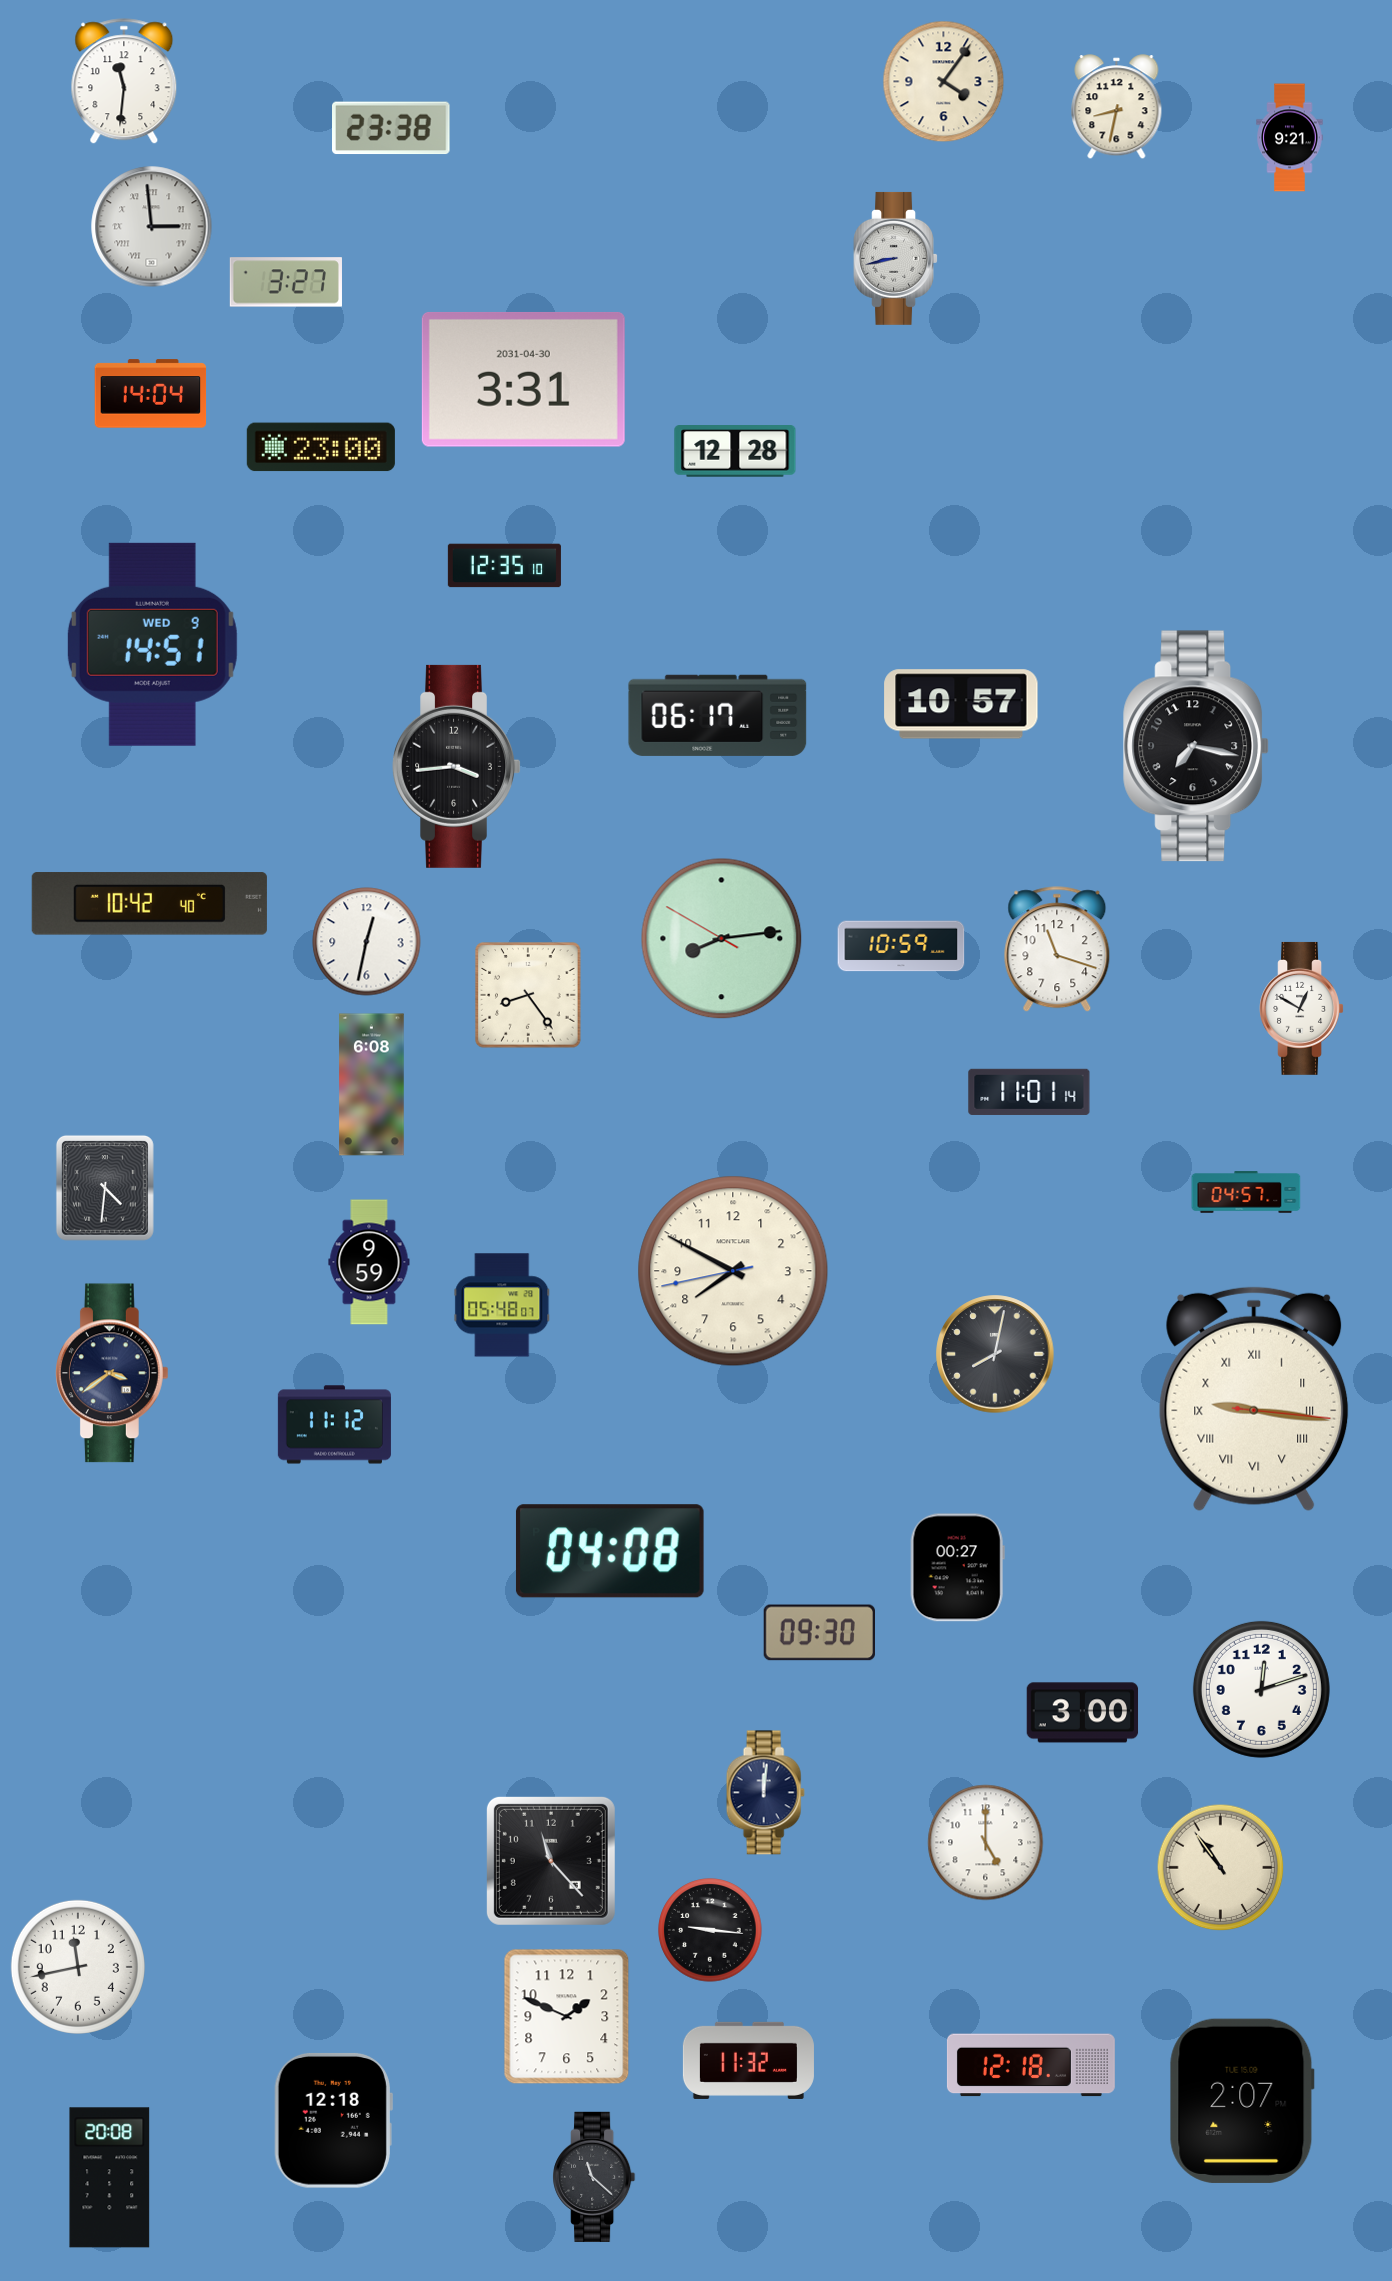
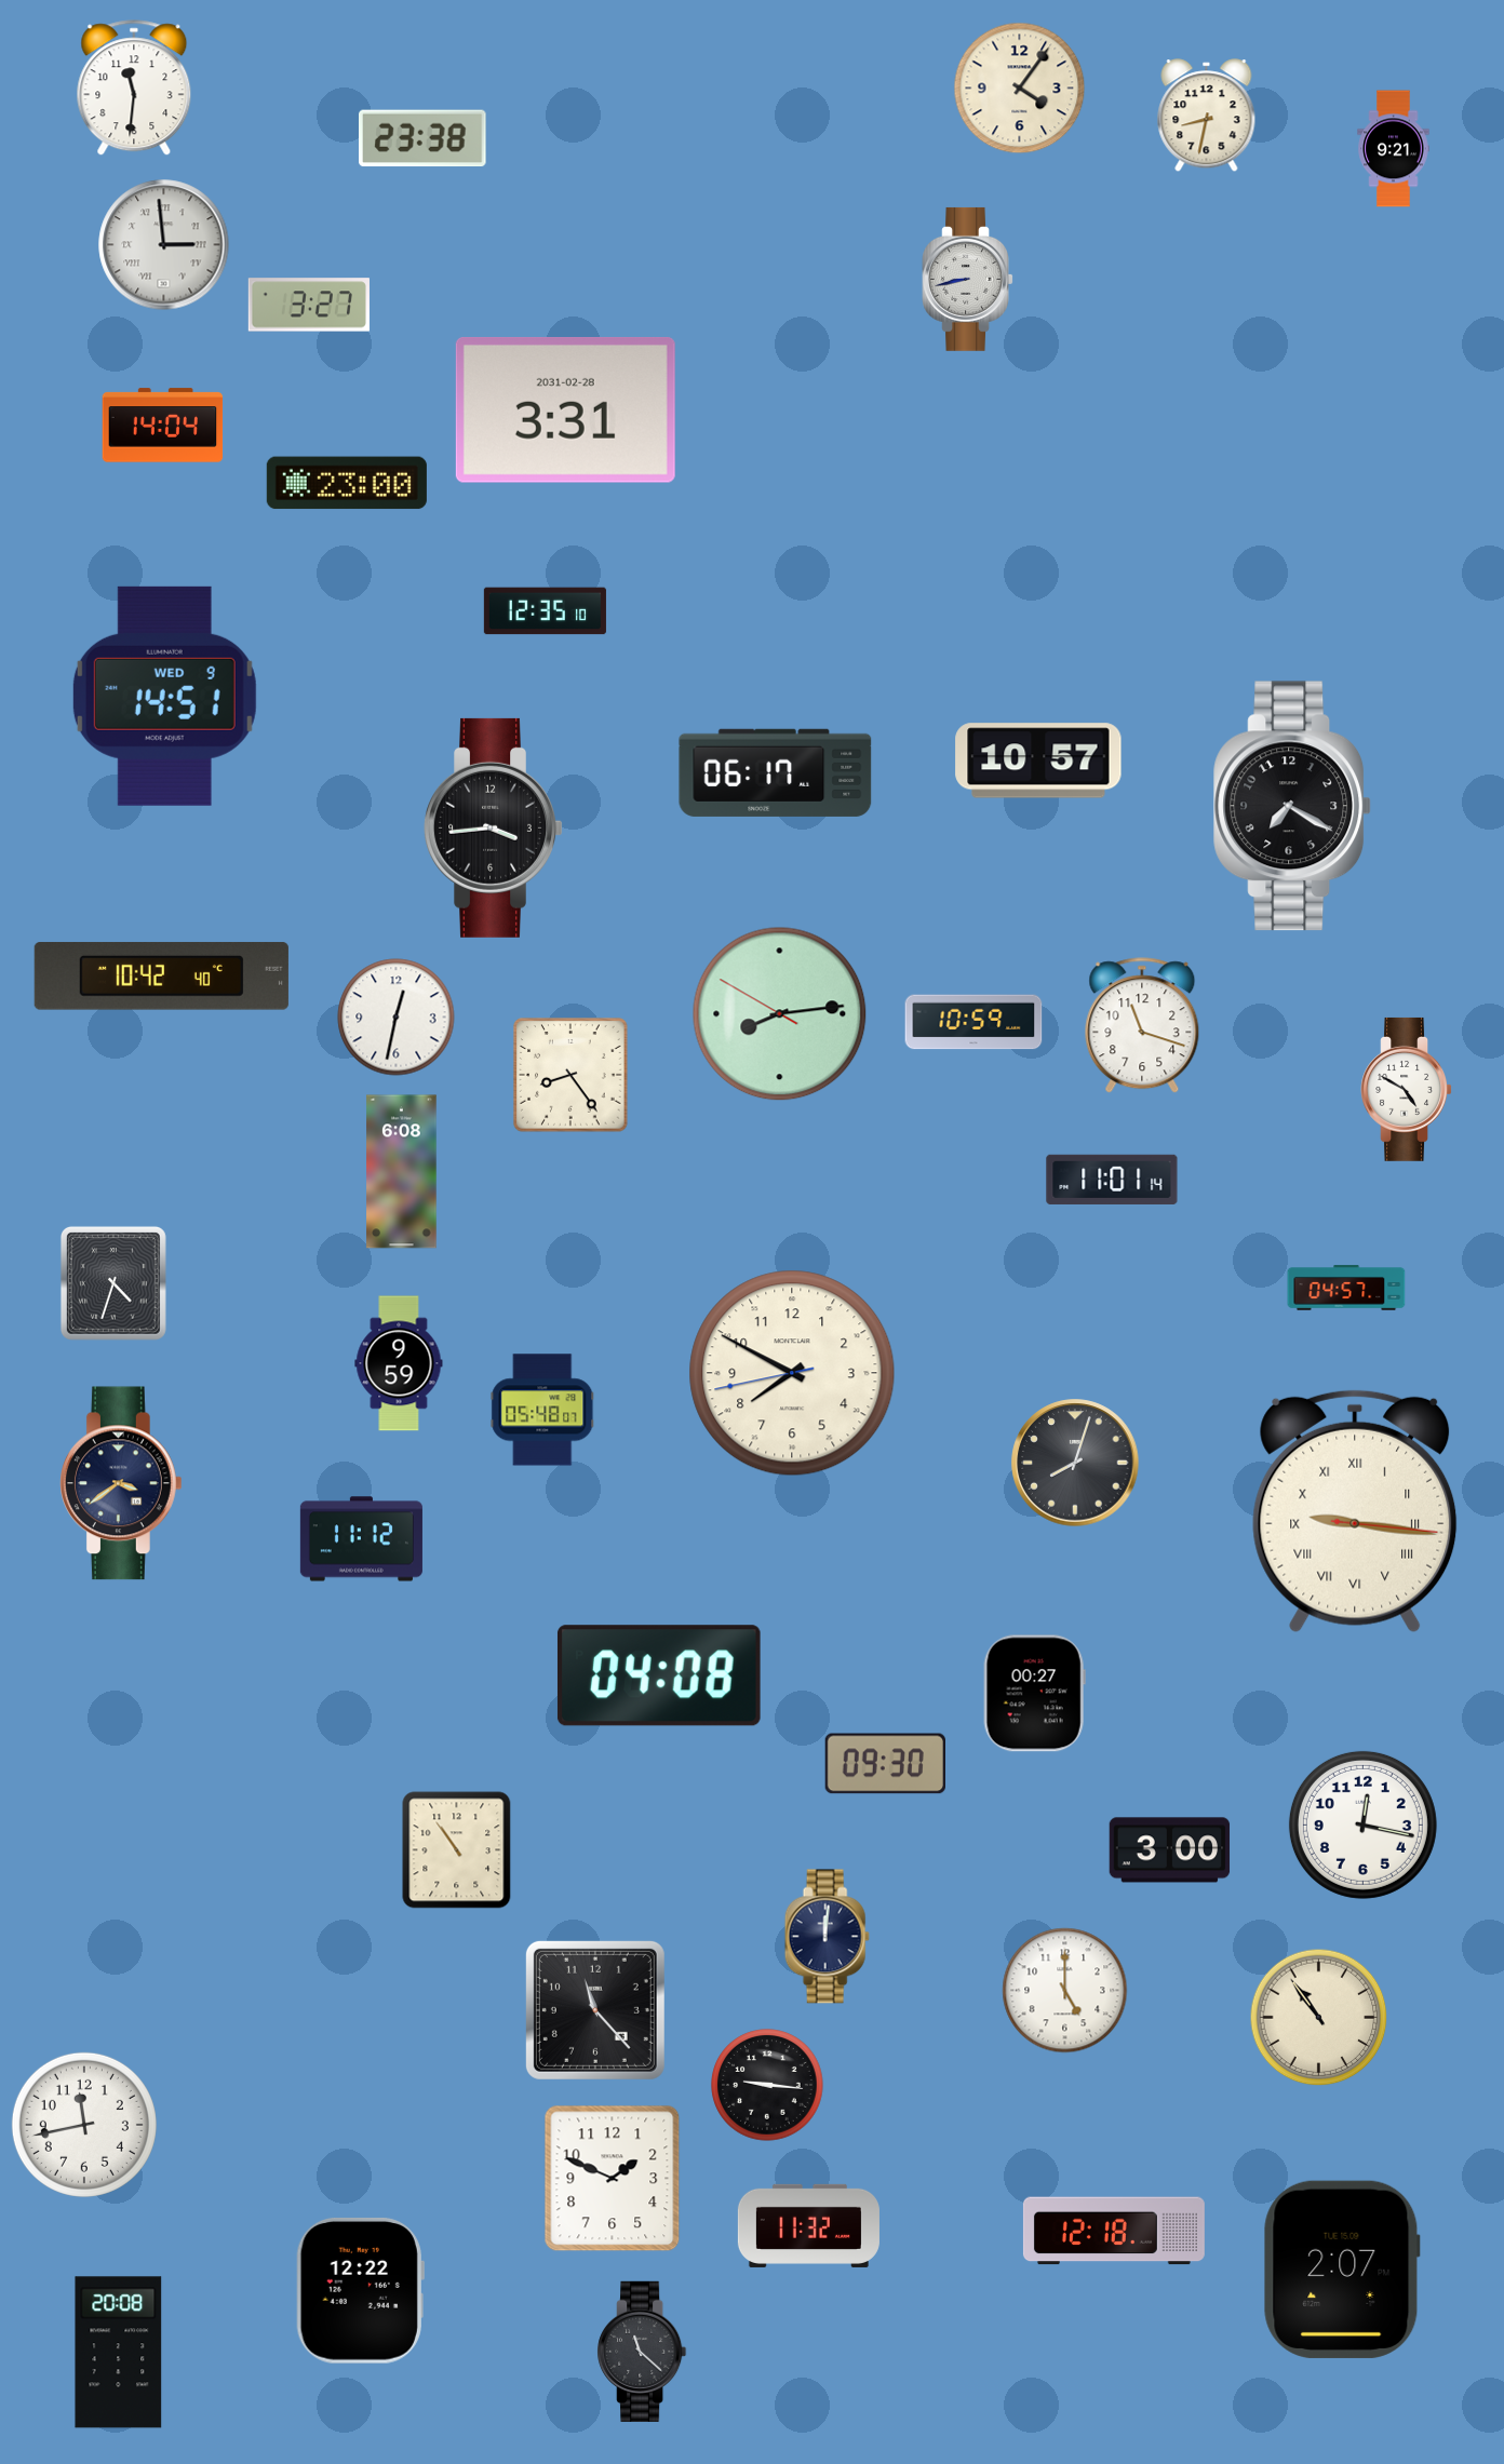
clock at (523, 379) date: 2031-04-30 -> 2031-02-28
clock at (735, 452): 12:28 -> none
clock at (1197, 746): 7:17 -> 7:20
clock at (1301, 1008): 12:50 -> 4:50
clock at (105, 1188): 4:31 -> 4:33
clock at (995, 1354): 8:02 -> 8:03
clock at (1261, 1689): 12:12 -> 12:17
clock at (457, 1850): none -> 10:54
clock at (333, 2120): 12:18 -> 12:22
